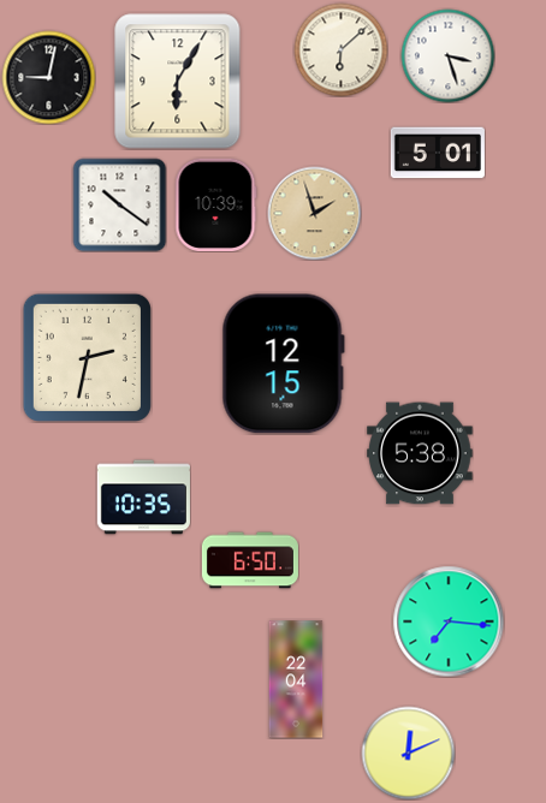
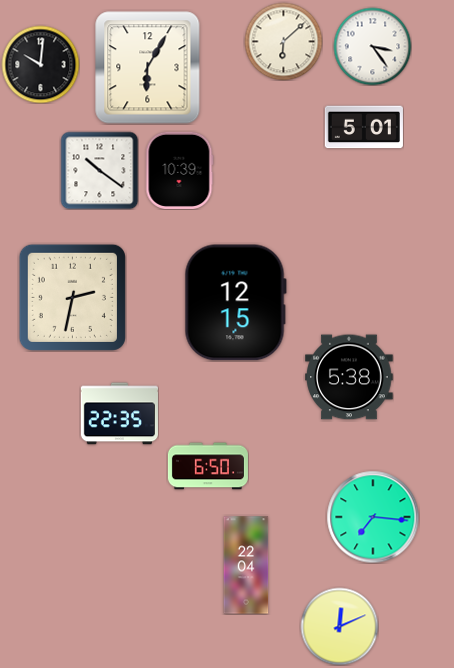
clock at (447, 55): 3:27 -> 3:24
clock at (48, 77): 9:02 -> 10:01
clock at (314, 213): 1:57 -> none
clock at (143, 498): 10:35 -> 22:35
